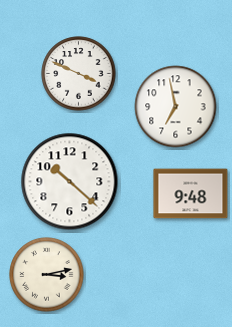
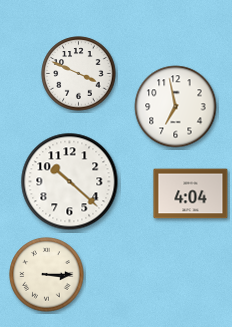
clock at (191, 194): 9:48 -> 4:04
clock at (47, 275): 3:13 -> 3:15
